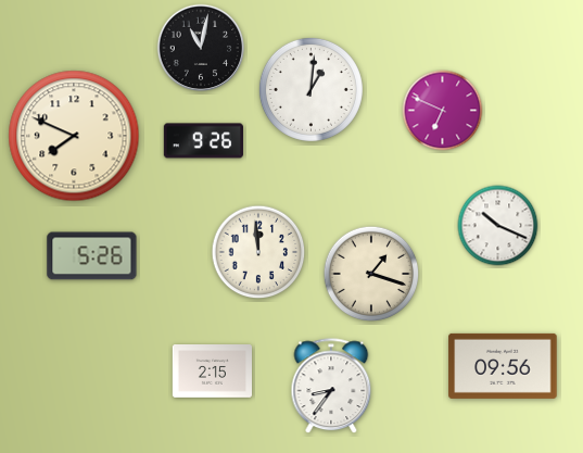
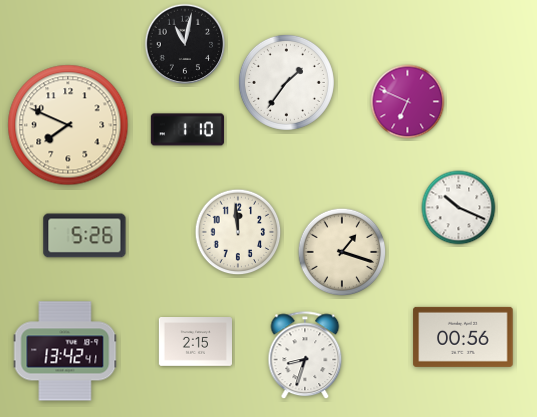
clock at (310, 89): 1:01 -> 1:36
clock at (203, 141): 9:26 -> 1:10
clock at (503, 366): 09:56 -> 00:56
clock at (65, 351): none -> 13:42
clock at (331, 387): 8:36 -> 8:33
